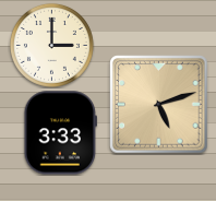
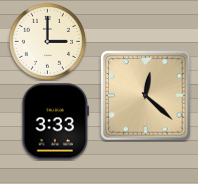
clock at (159, 105): 5:12 -> 12:22
